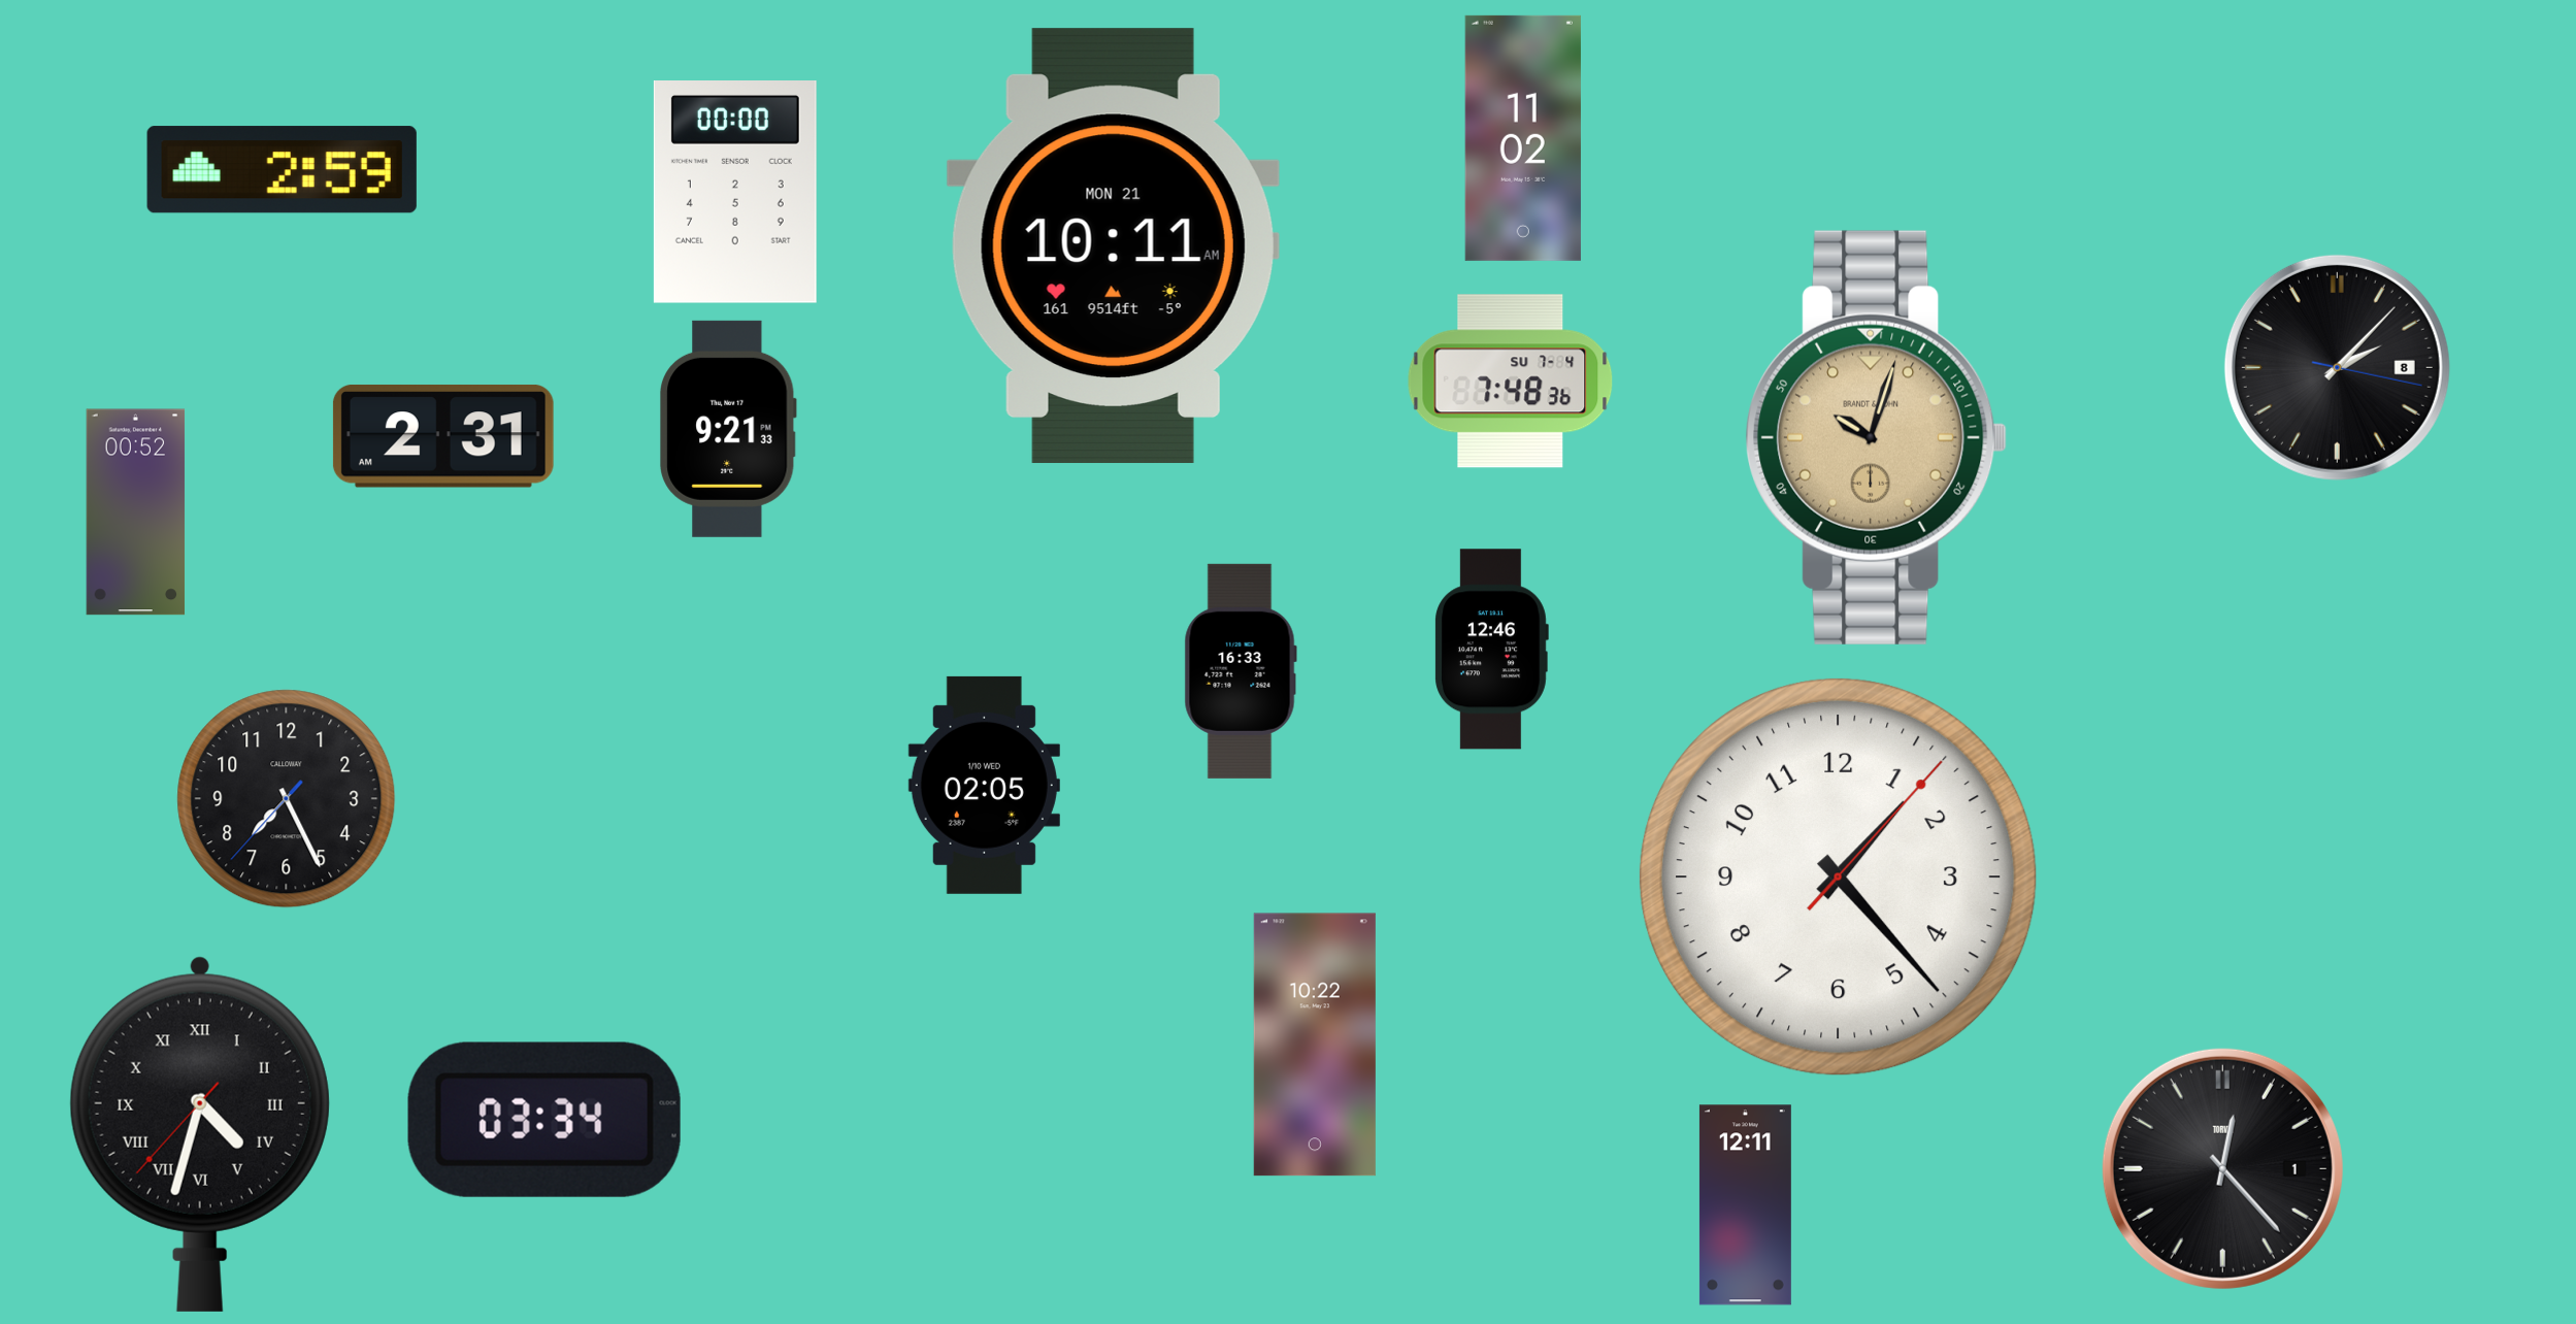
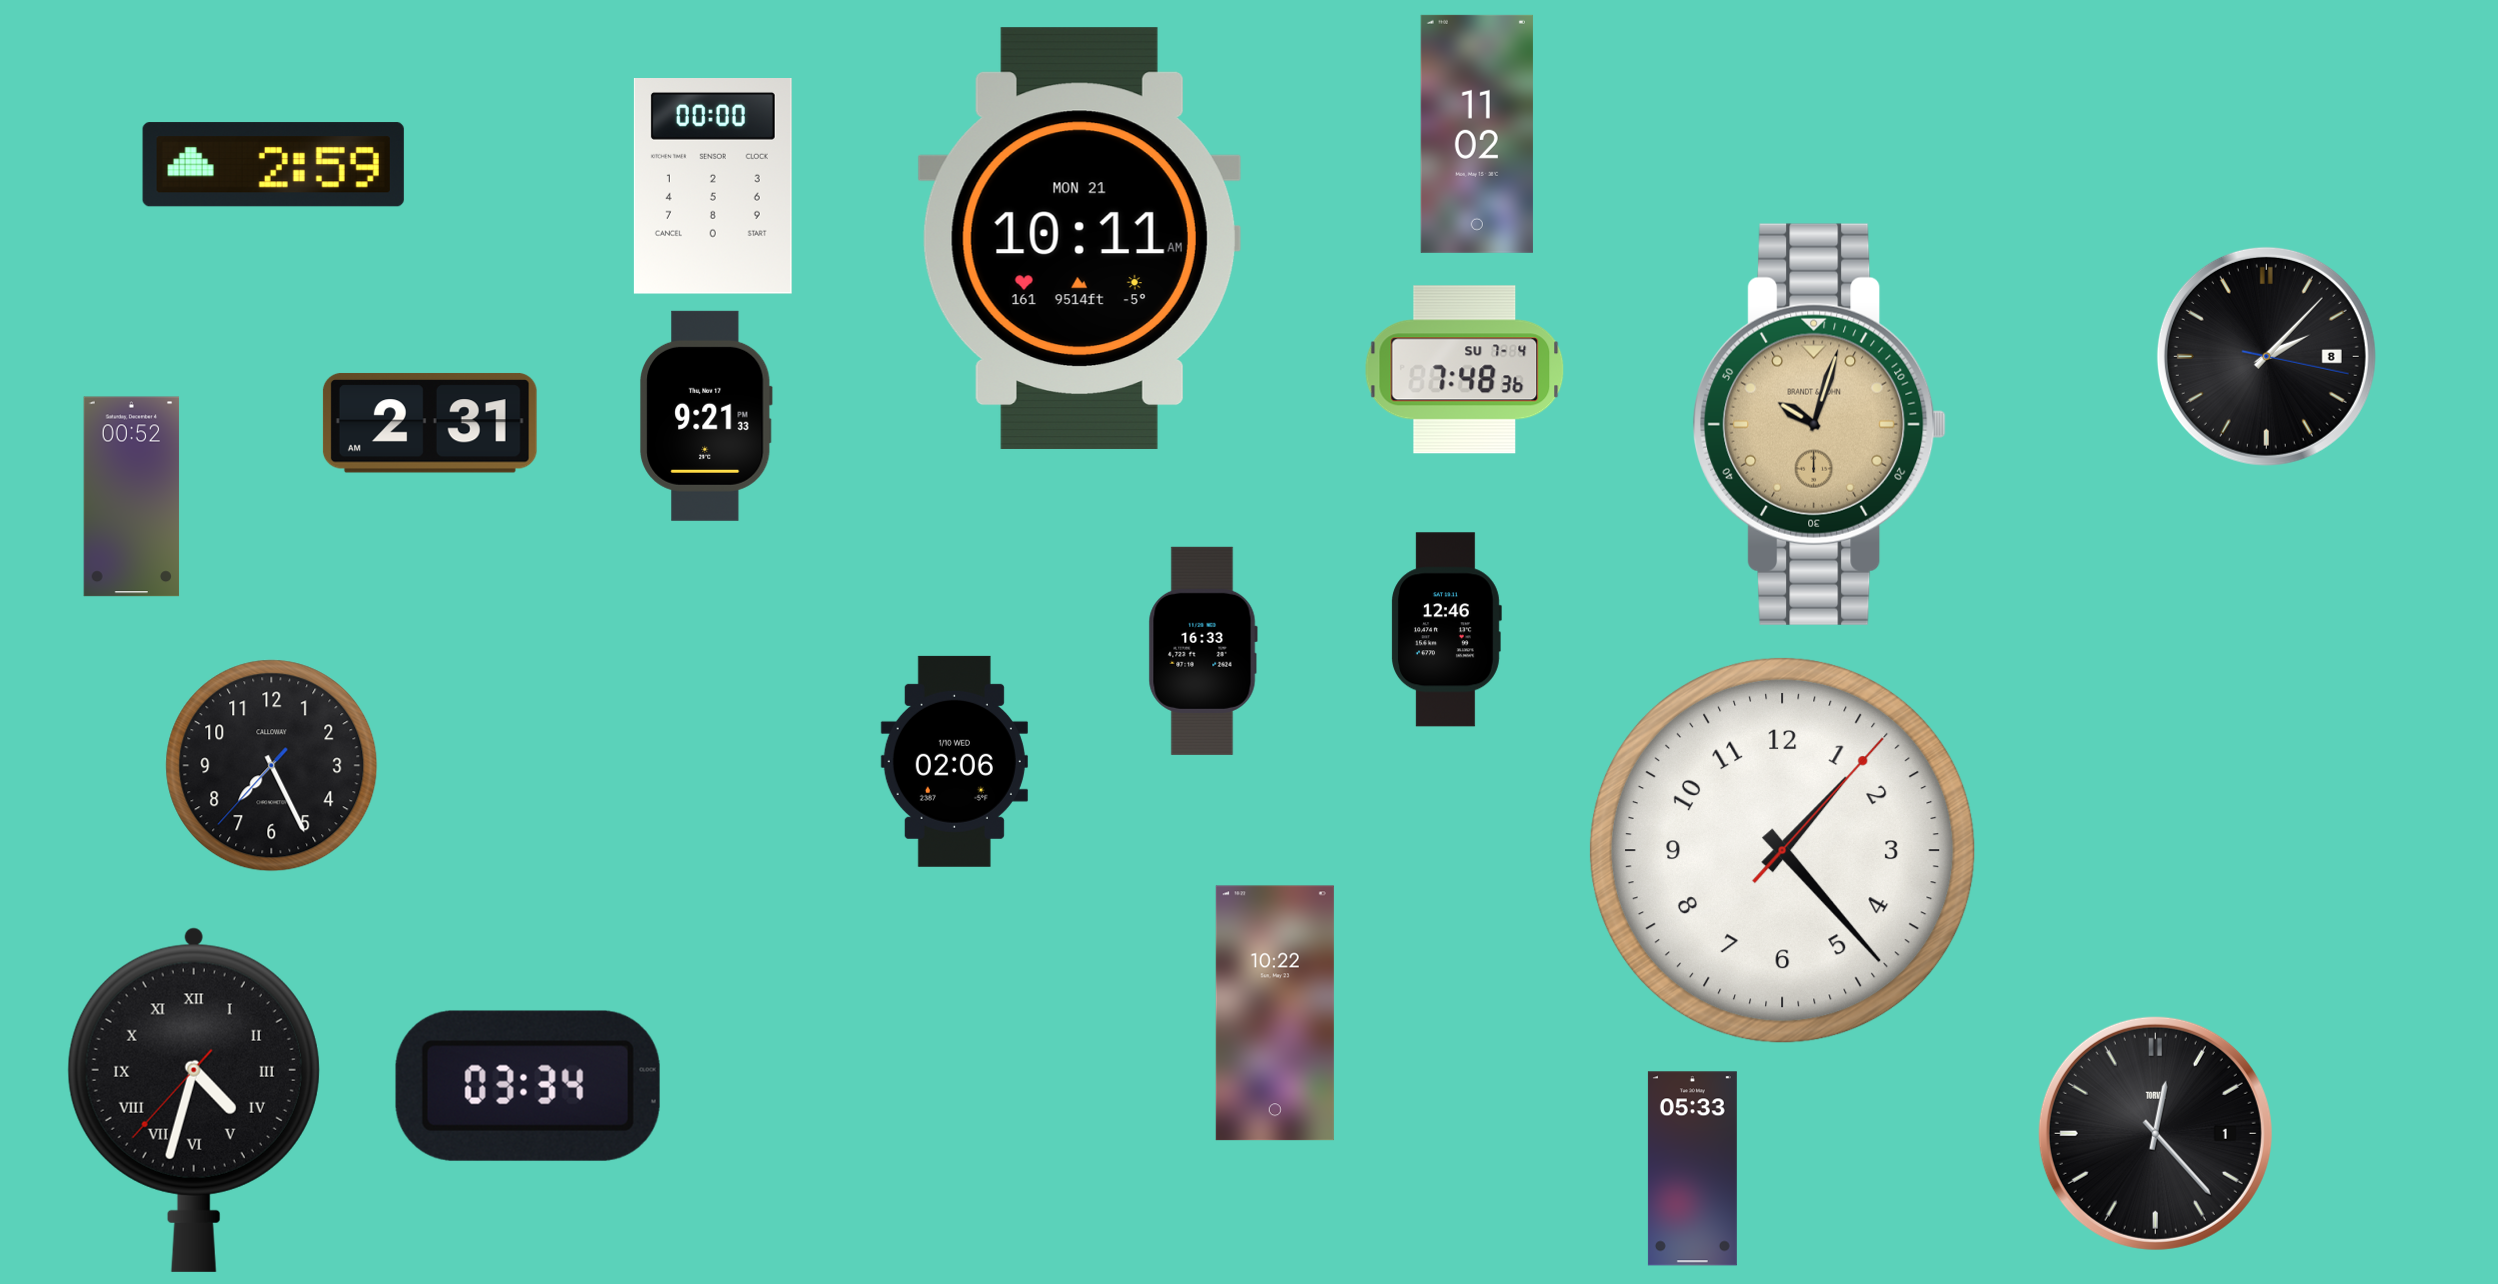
clock at (984, 785): 02:05 -> 02:06
clock at (287, 799) position: (287, 799) -> (272, 766)
clock at (1745, 1205): 12:11 -> 05:33
